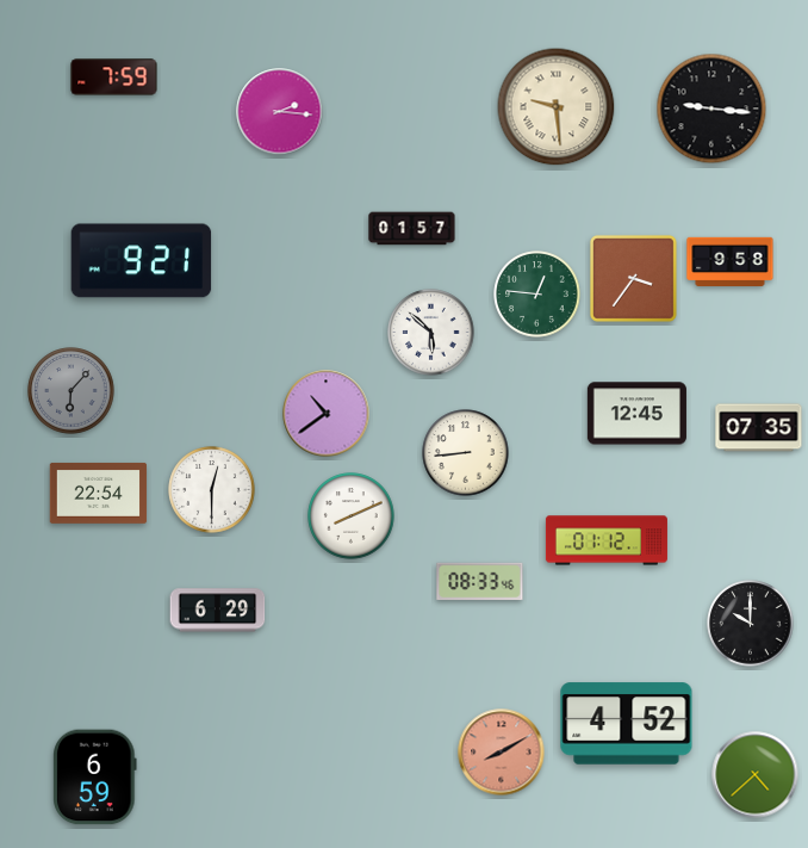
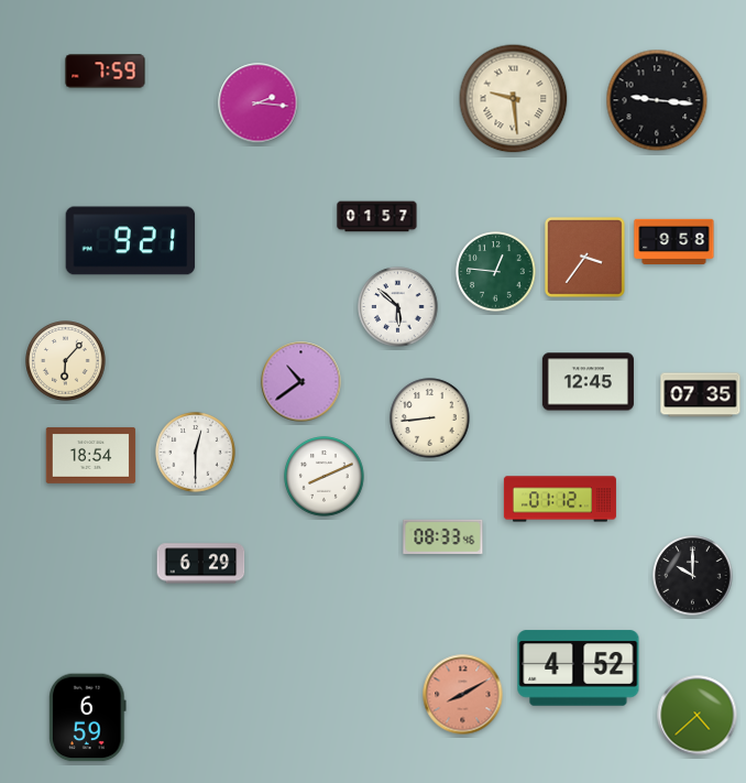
clock at (412, 229) position: (412, 229) -> (377, 217)
clock at (72, 391) dial: grey -> cream
clock at (99, 494): 22:54 -> 18:54
